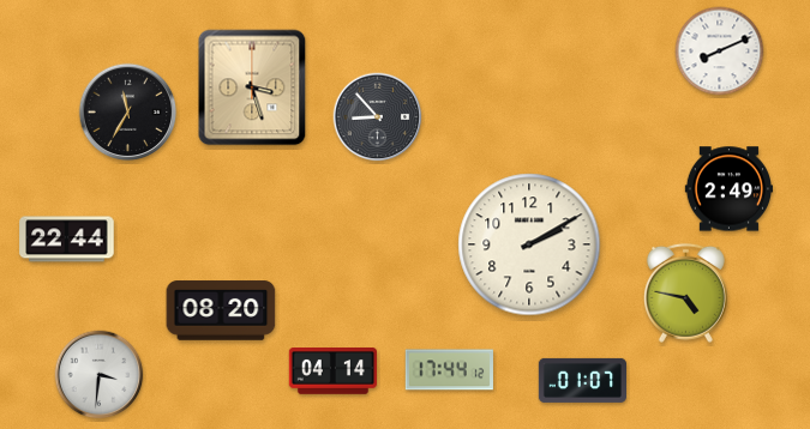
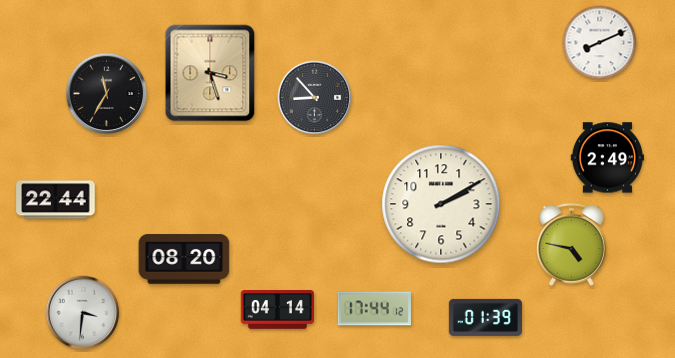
clock at (582, 380): 01:07 -> 01:39
